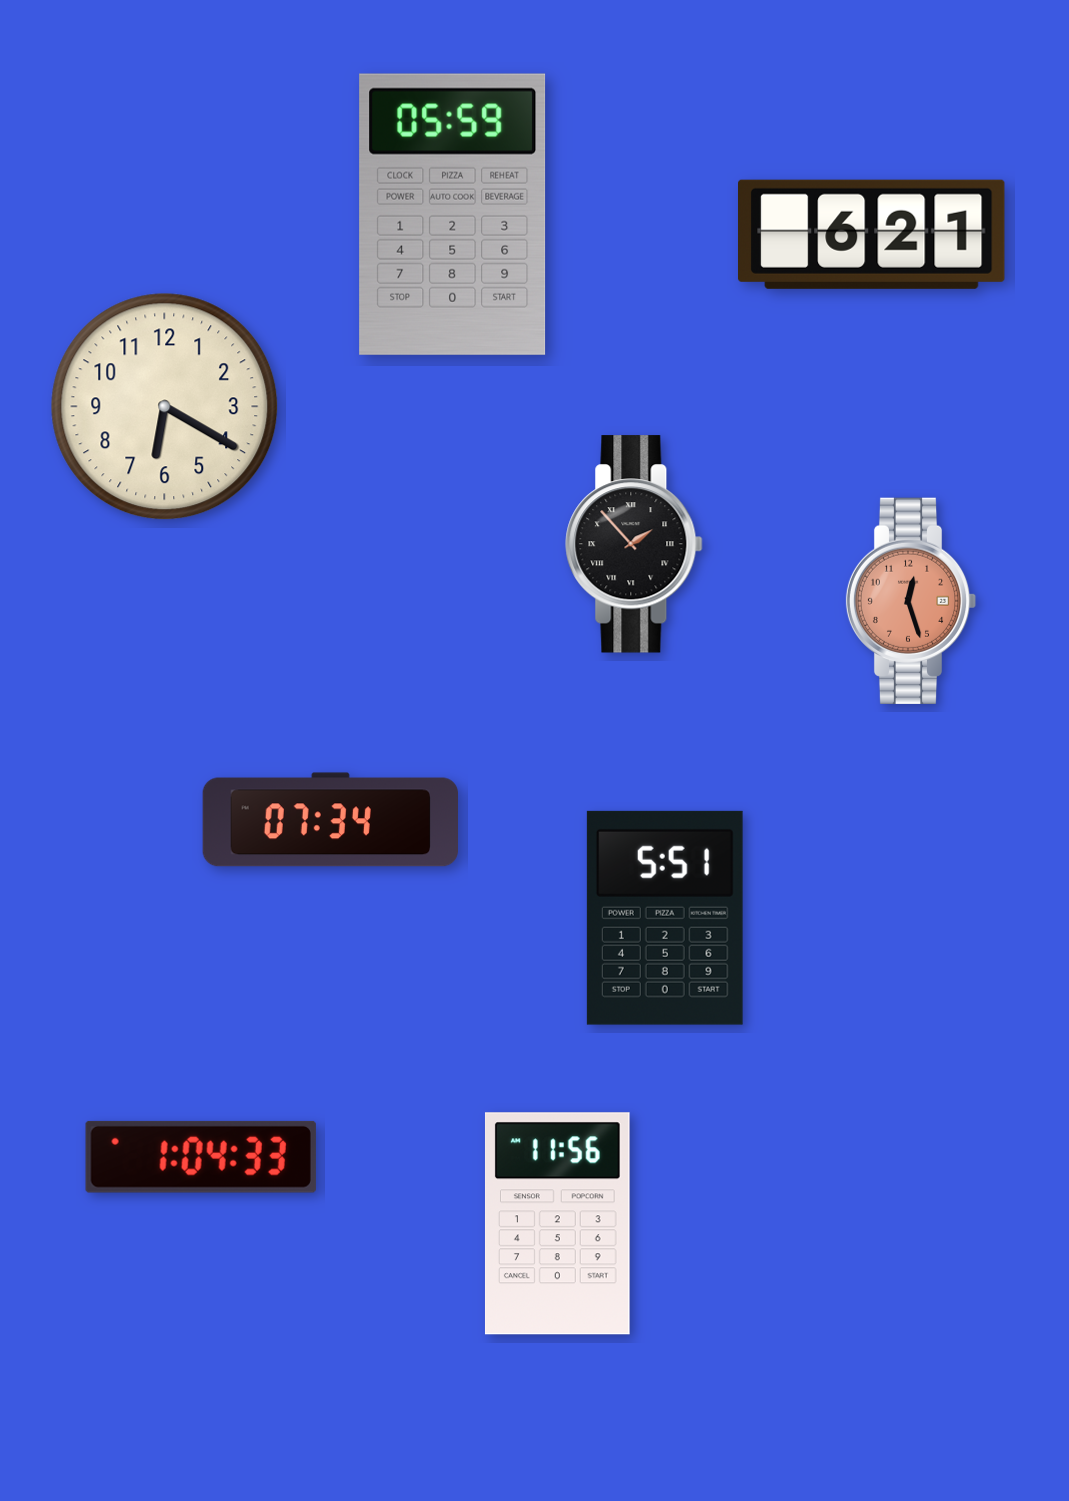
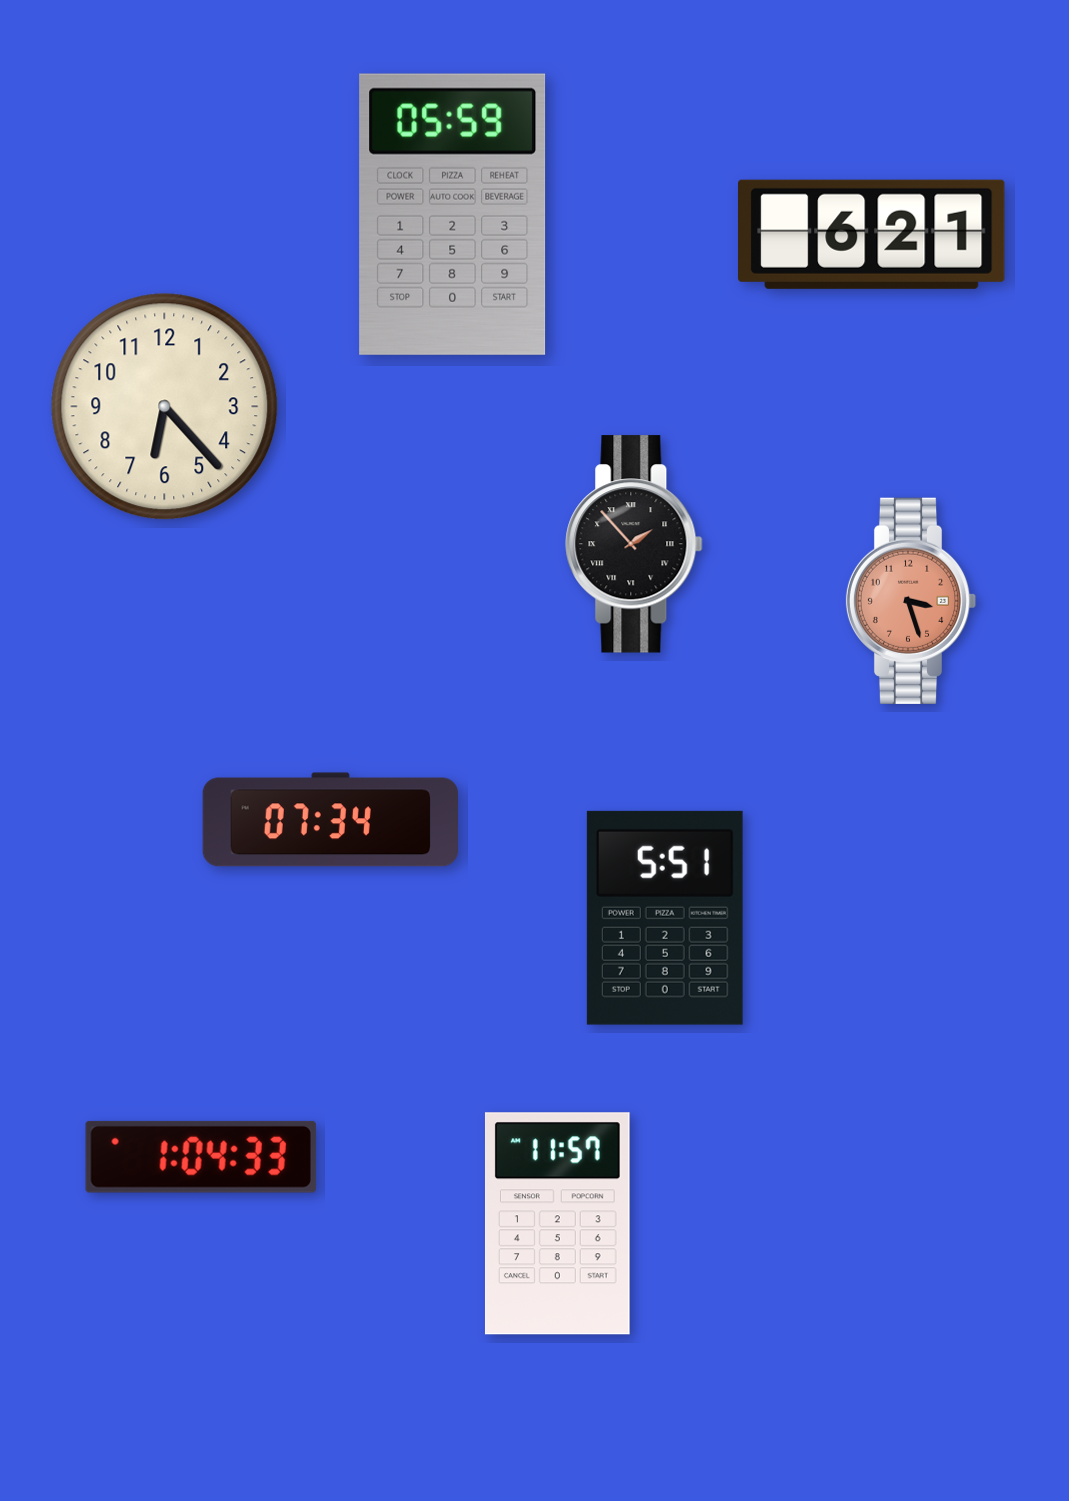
clock at (165, 407): 6:20 -> 6:23
clock at (911, 601): 12:27 -> 3:27
clock at (557, 1224): 11:56 -> 11:57
